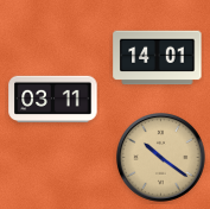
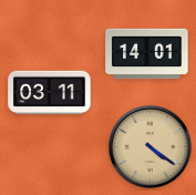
clock at (161, 158): 10:21 -> 4:21
